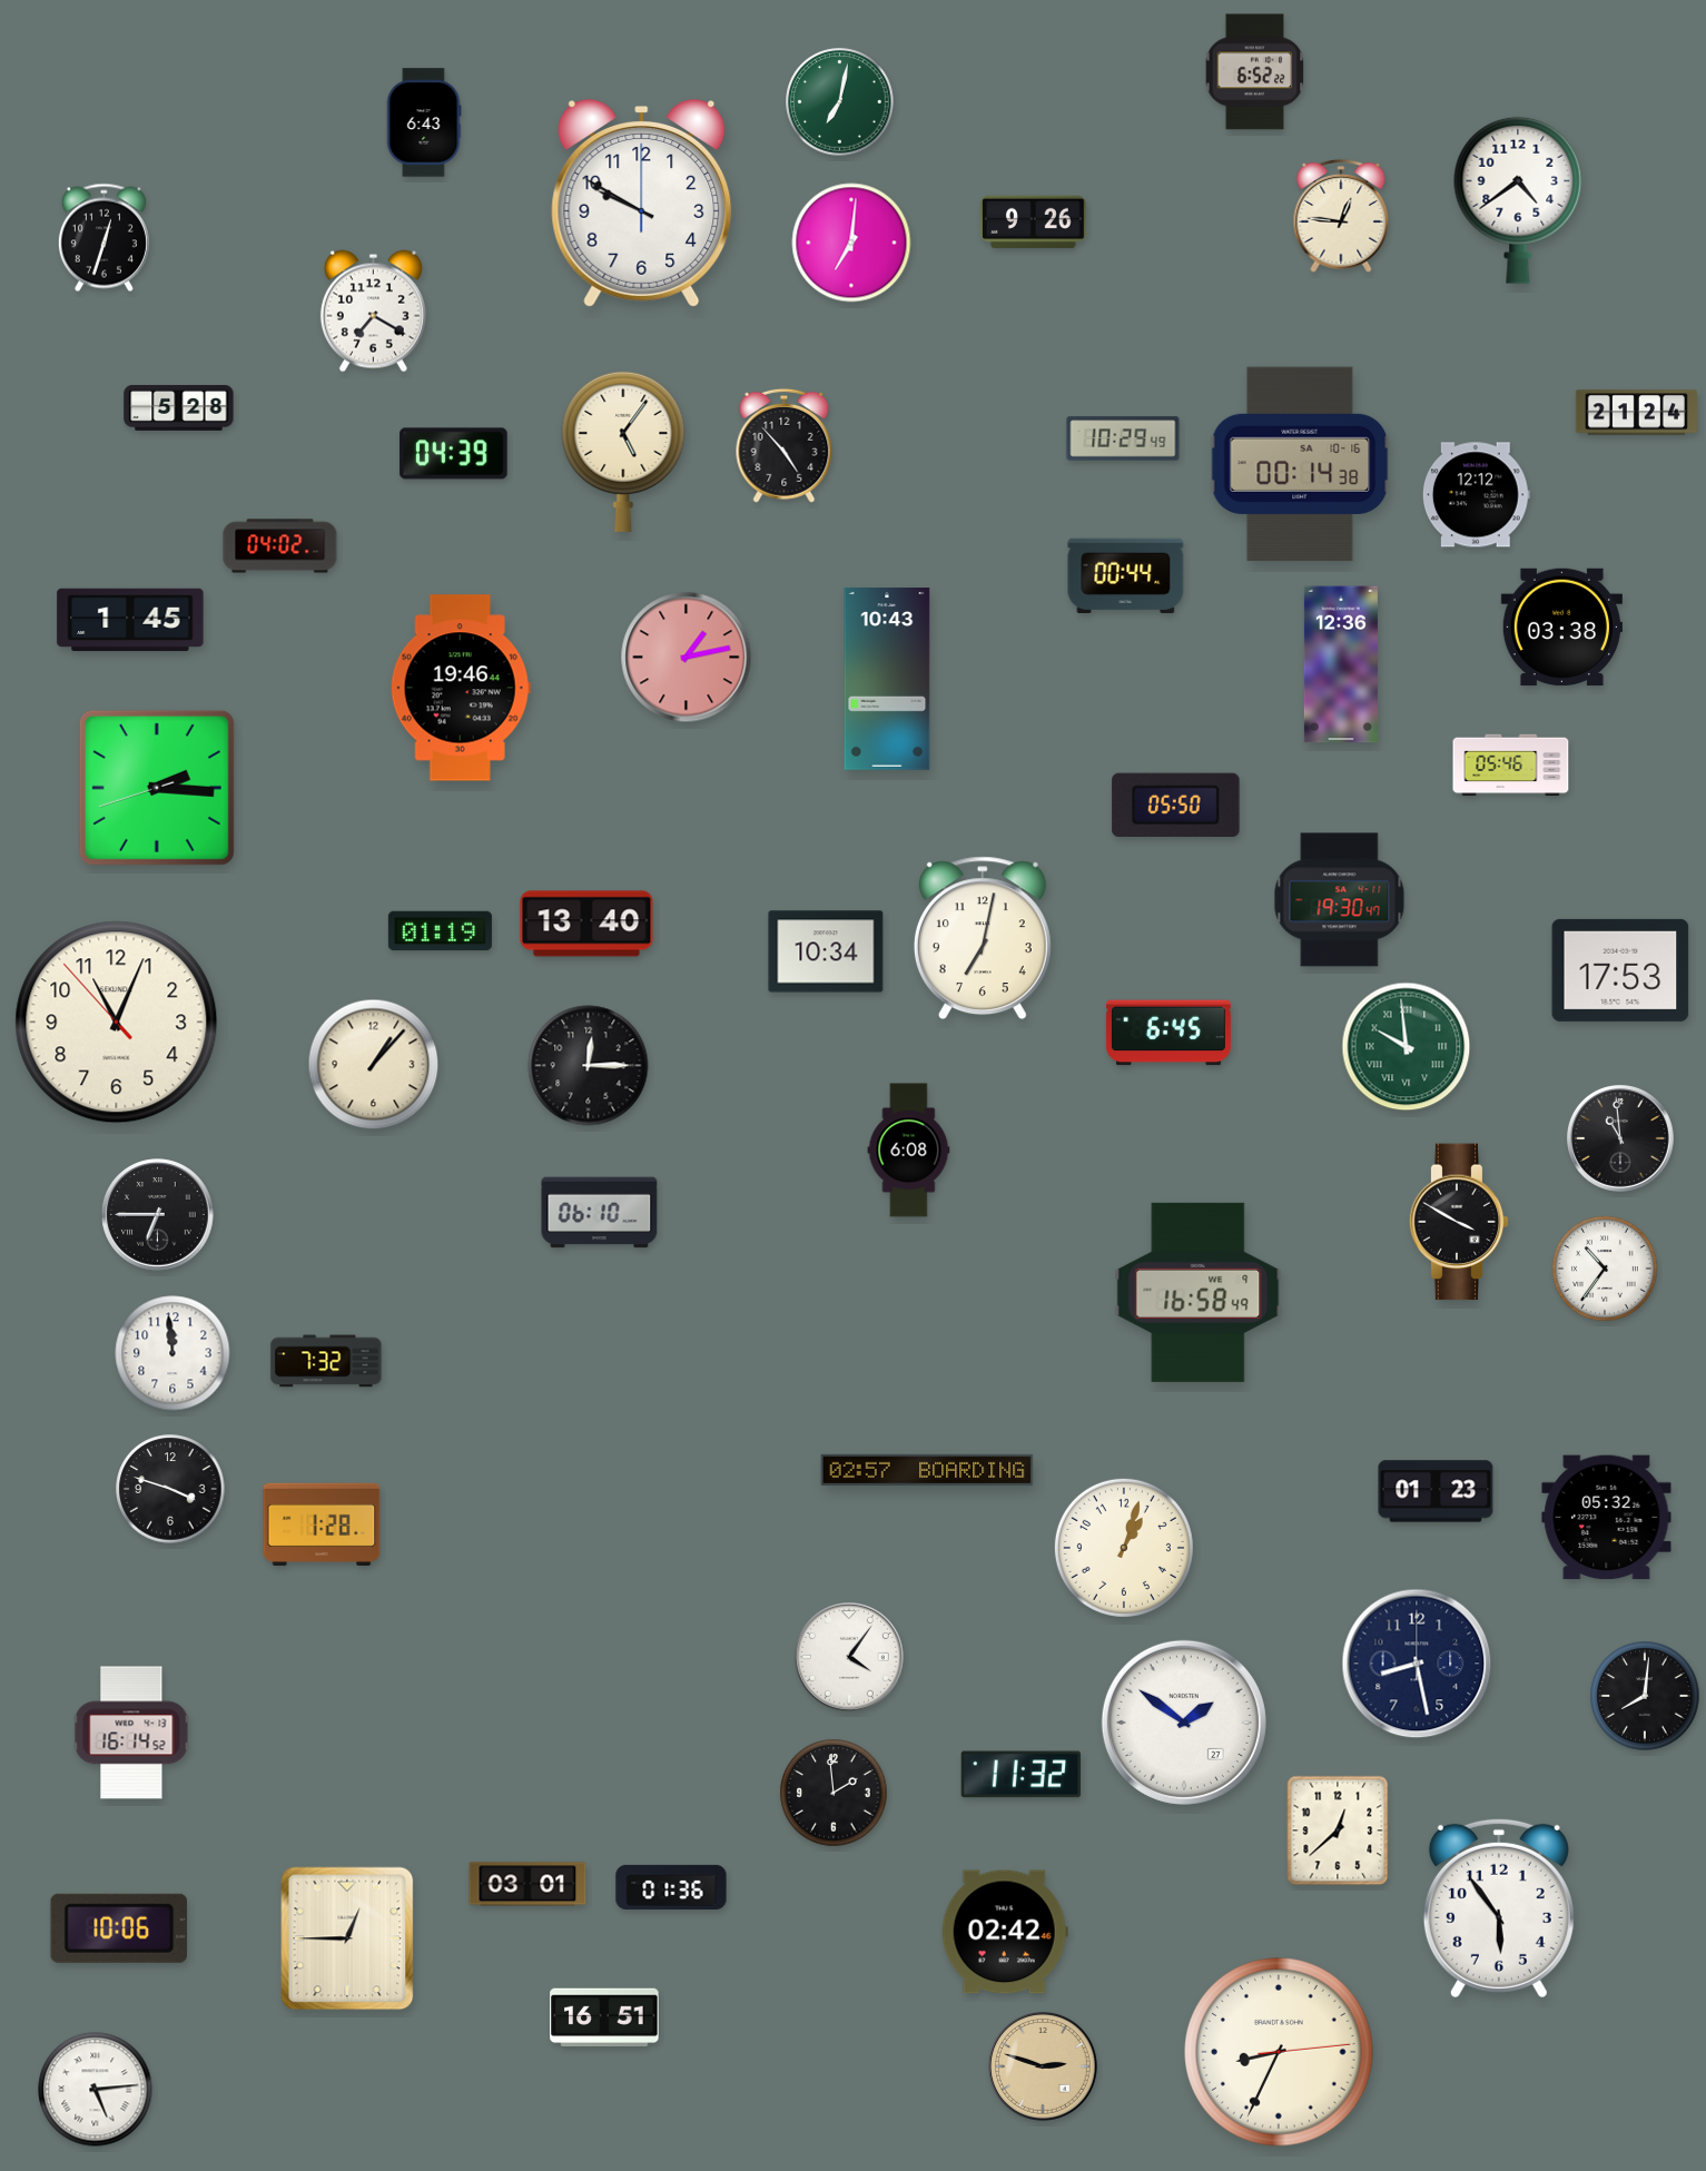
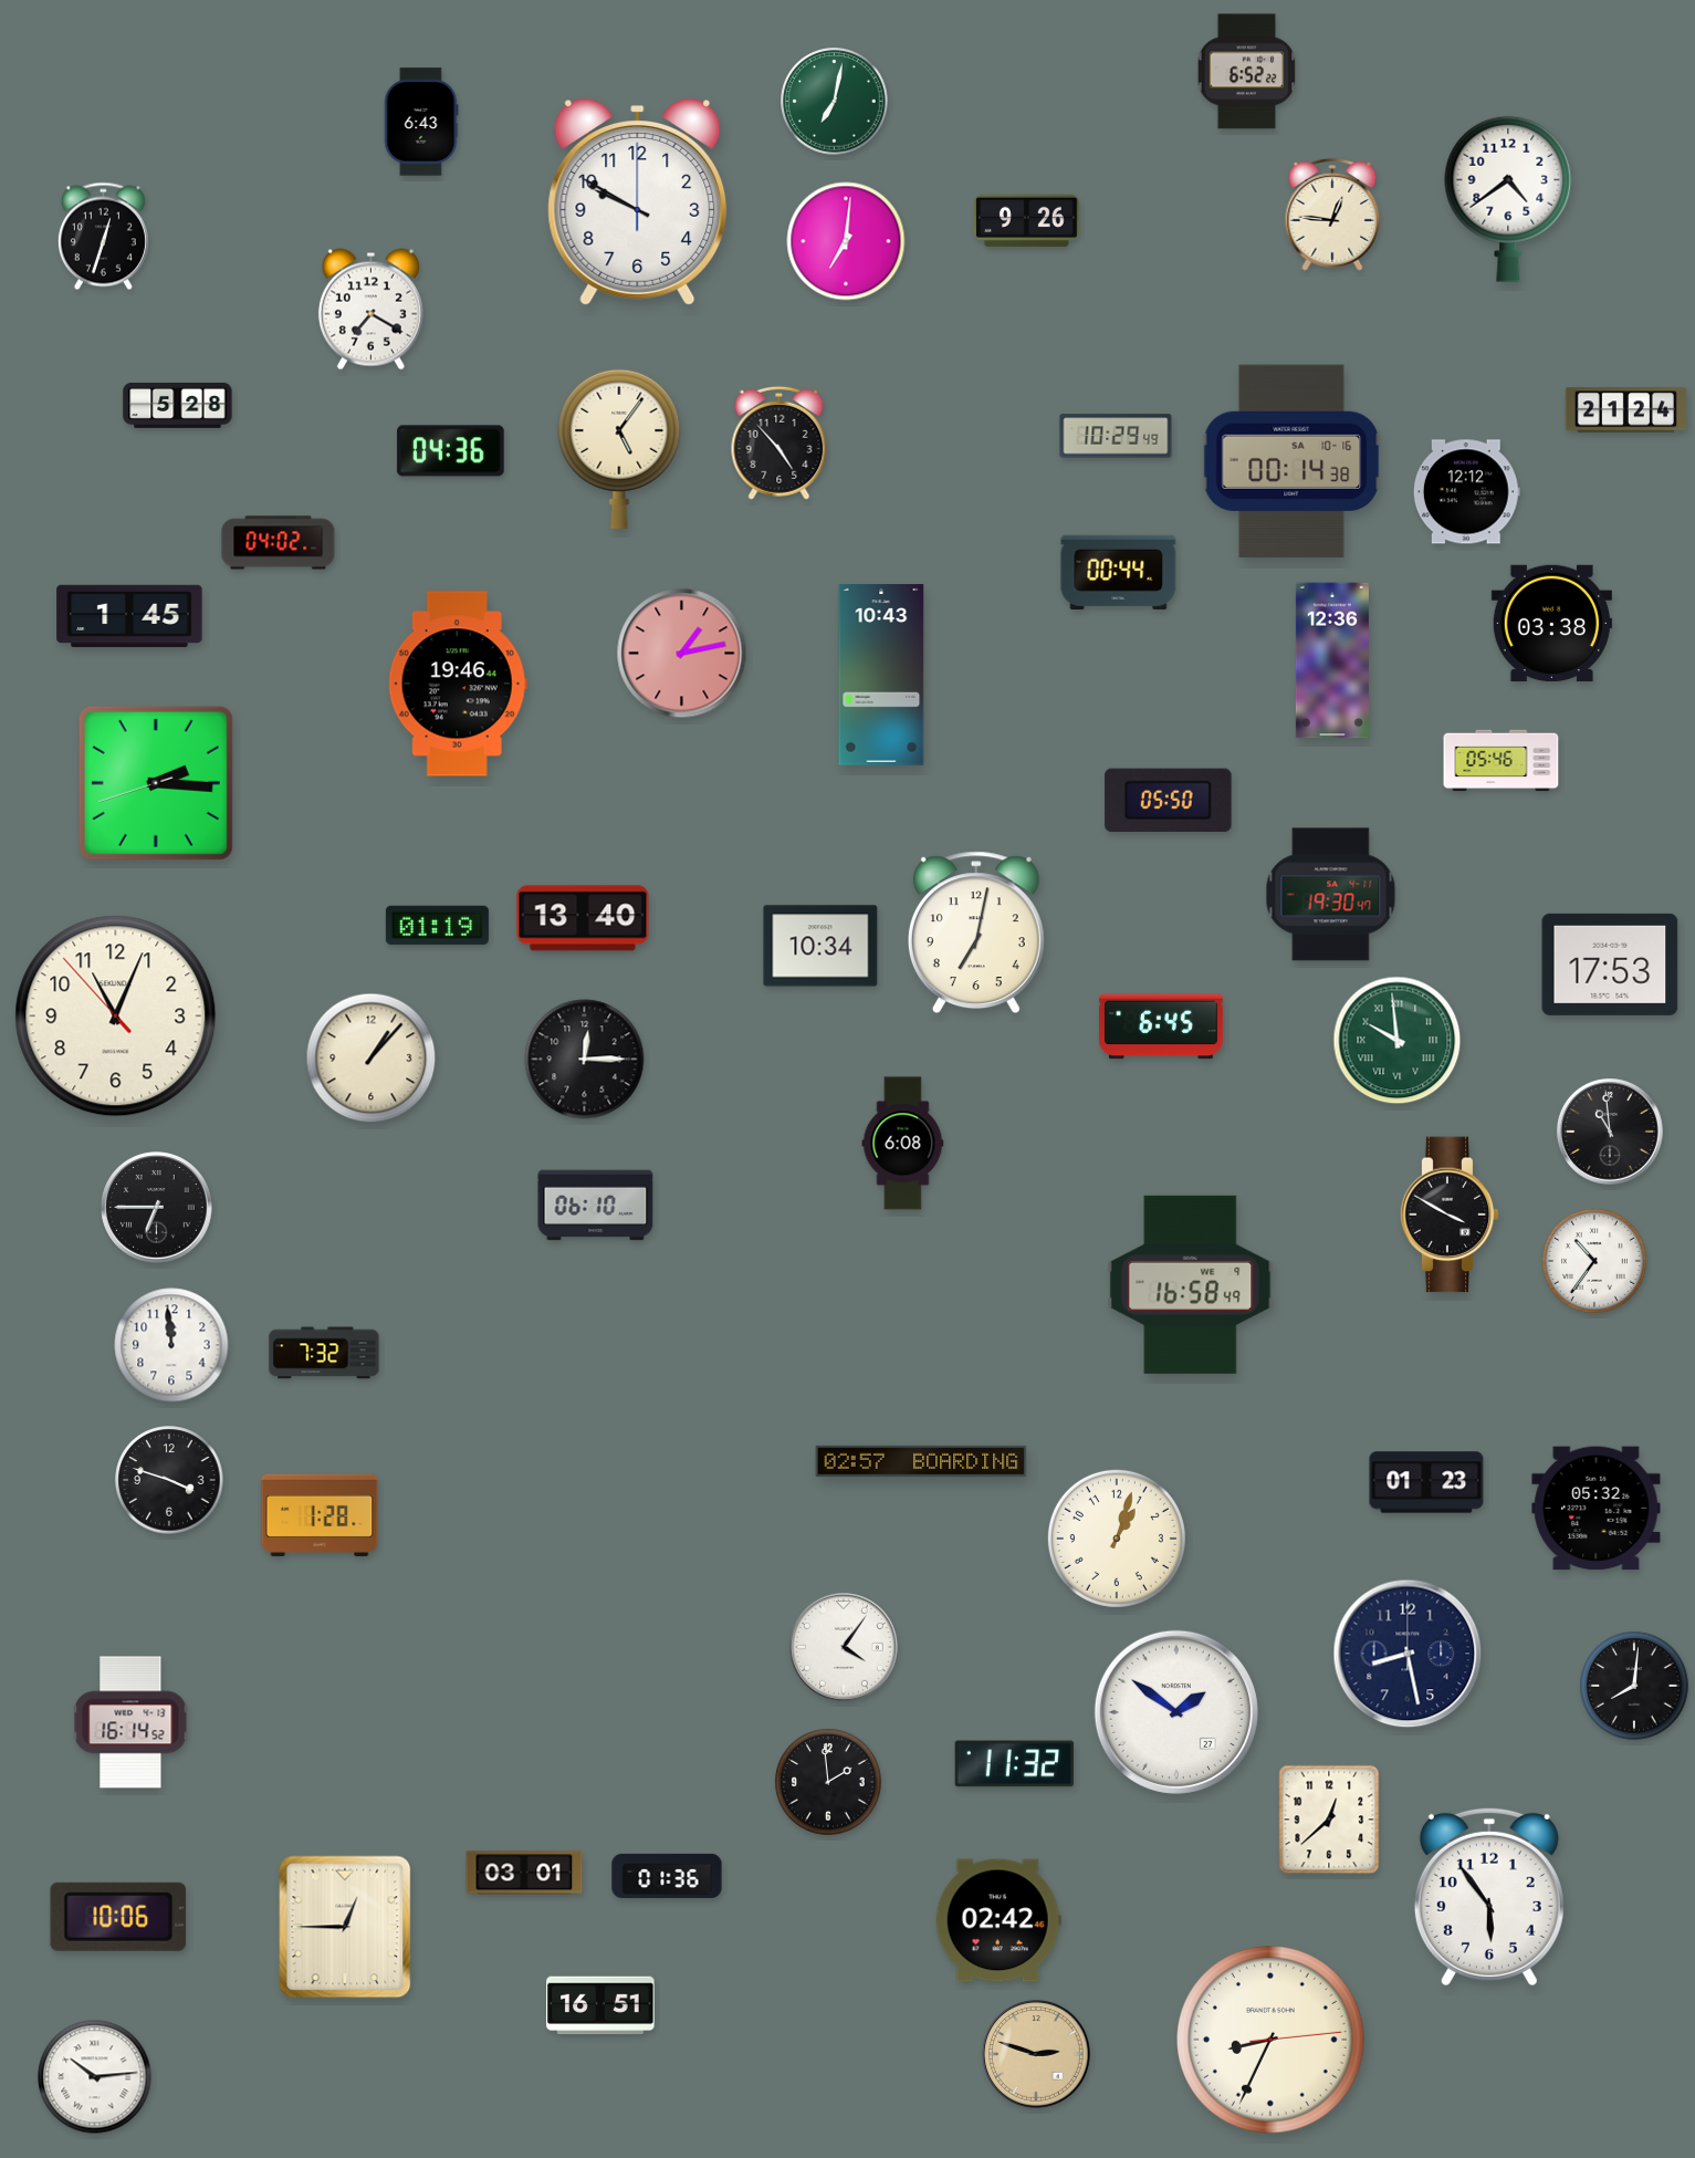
clock at (454, 454): 04:39 -> 04:36
clock at (96, 2090): 5:14 -> 10:14
